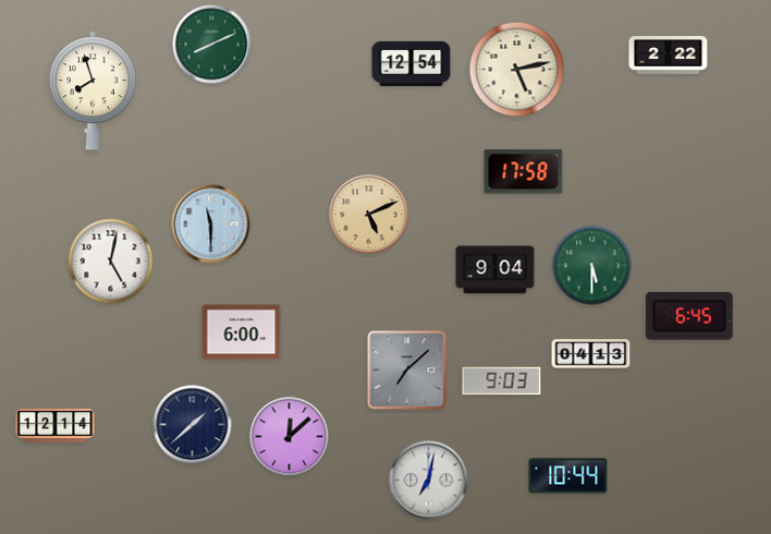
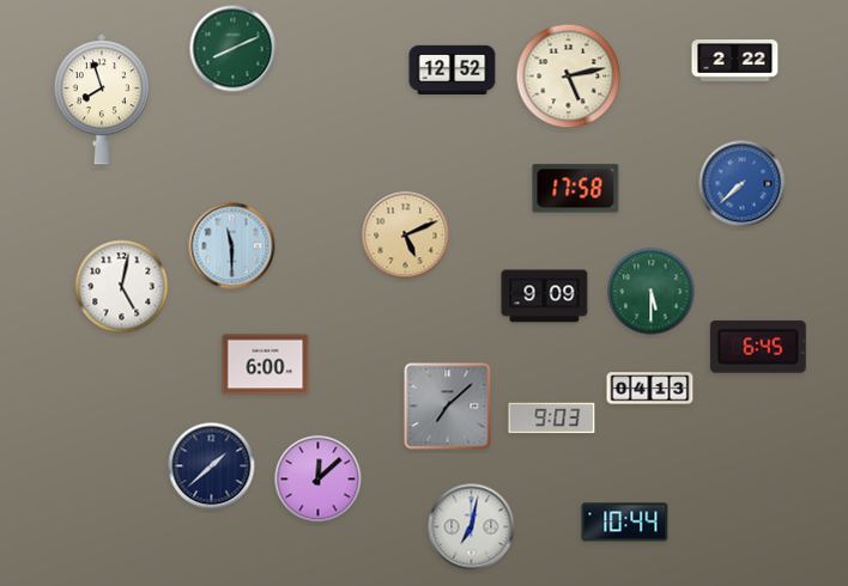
clock at (412, 63): 12:54 -> 12:52
clock at (743, 184): none -> 7:38
clock at (495, 270): 9:04 -> 9:09
clock at (56, 426): 12:14 -> none
